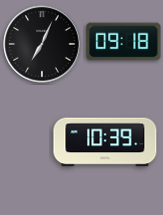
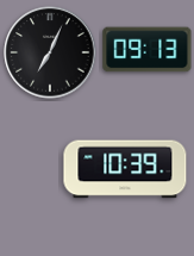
clock at (124, 42): 09:18 -> 09:13
